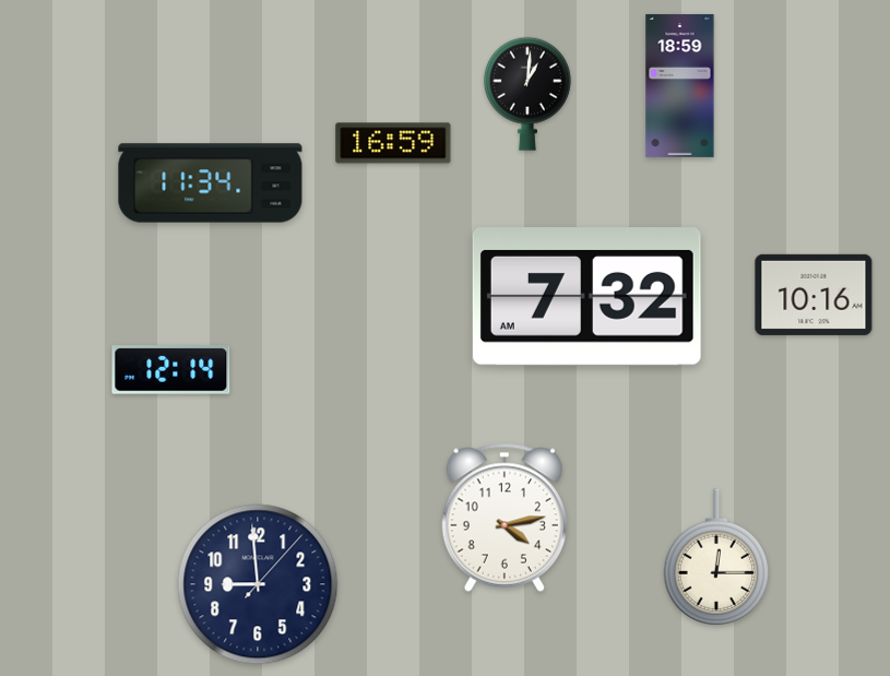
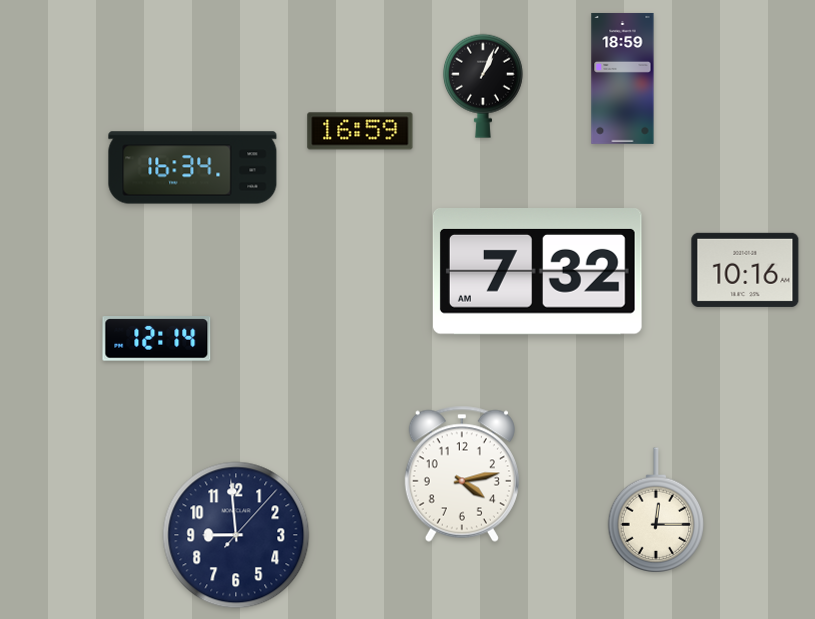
clock at (527, 94): 1:01 -> 1:04
clock at (211, 183): 11:34 -> 16:34
